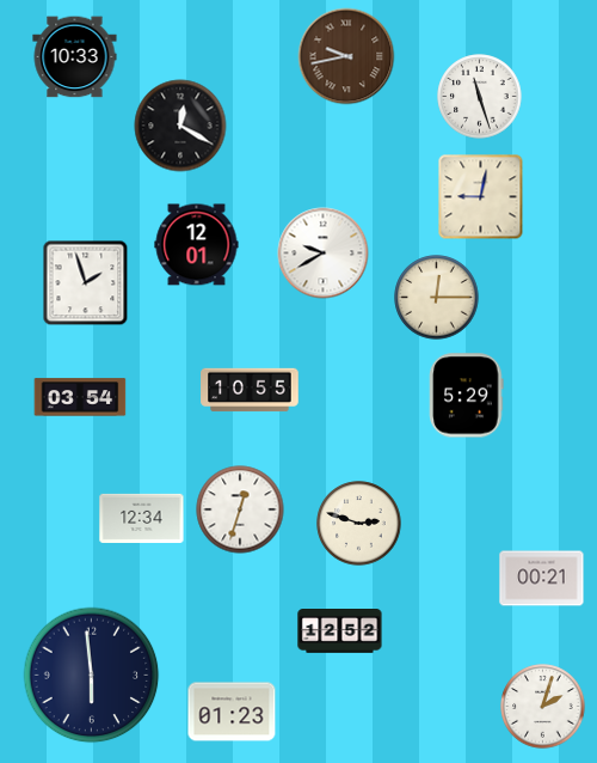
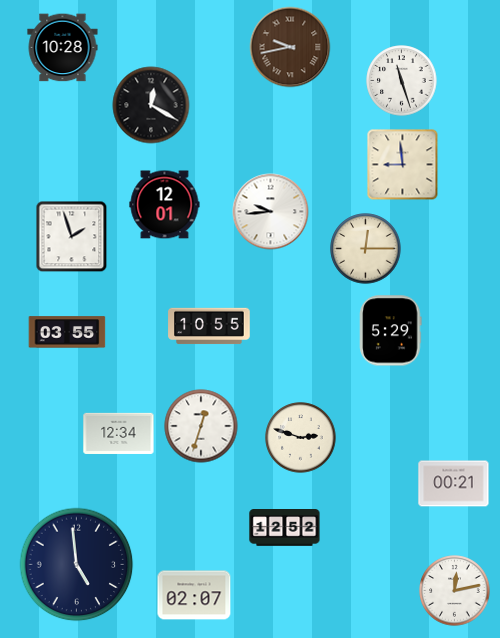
clock at (75, 57): 10:33 -> 10:28
clock at (481, 197): 9:02 -> 8:59
clock at (324, 254): 9:40 -> 9:44
clock at (80, 397): 03:54 -> 03:55
clock at (92, 676): 5:59 -> 4:59
clock at (543, 707): 2:03 -> 12:13
clock at (232, 712): 01:23 -> 02:07
